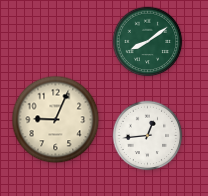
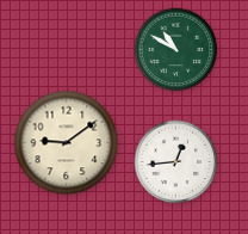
clock at (148, 42): 8:09 -> 10:50
clock at (56, 120): 9:04 -> 9:09
